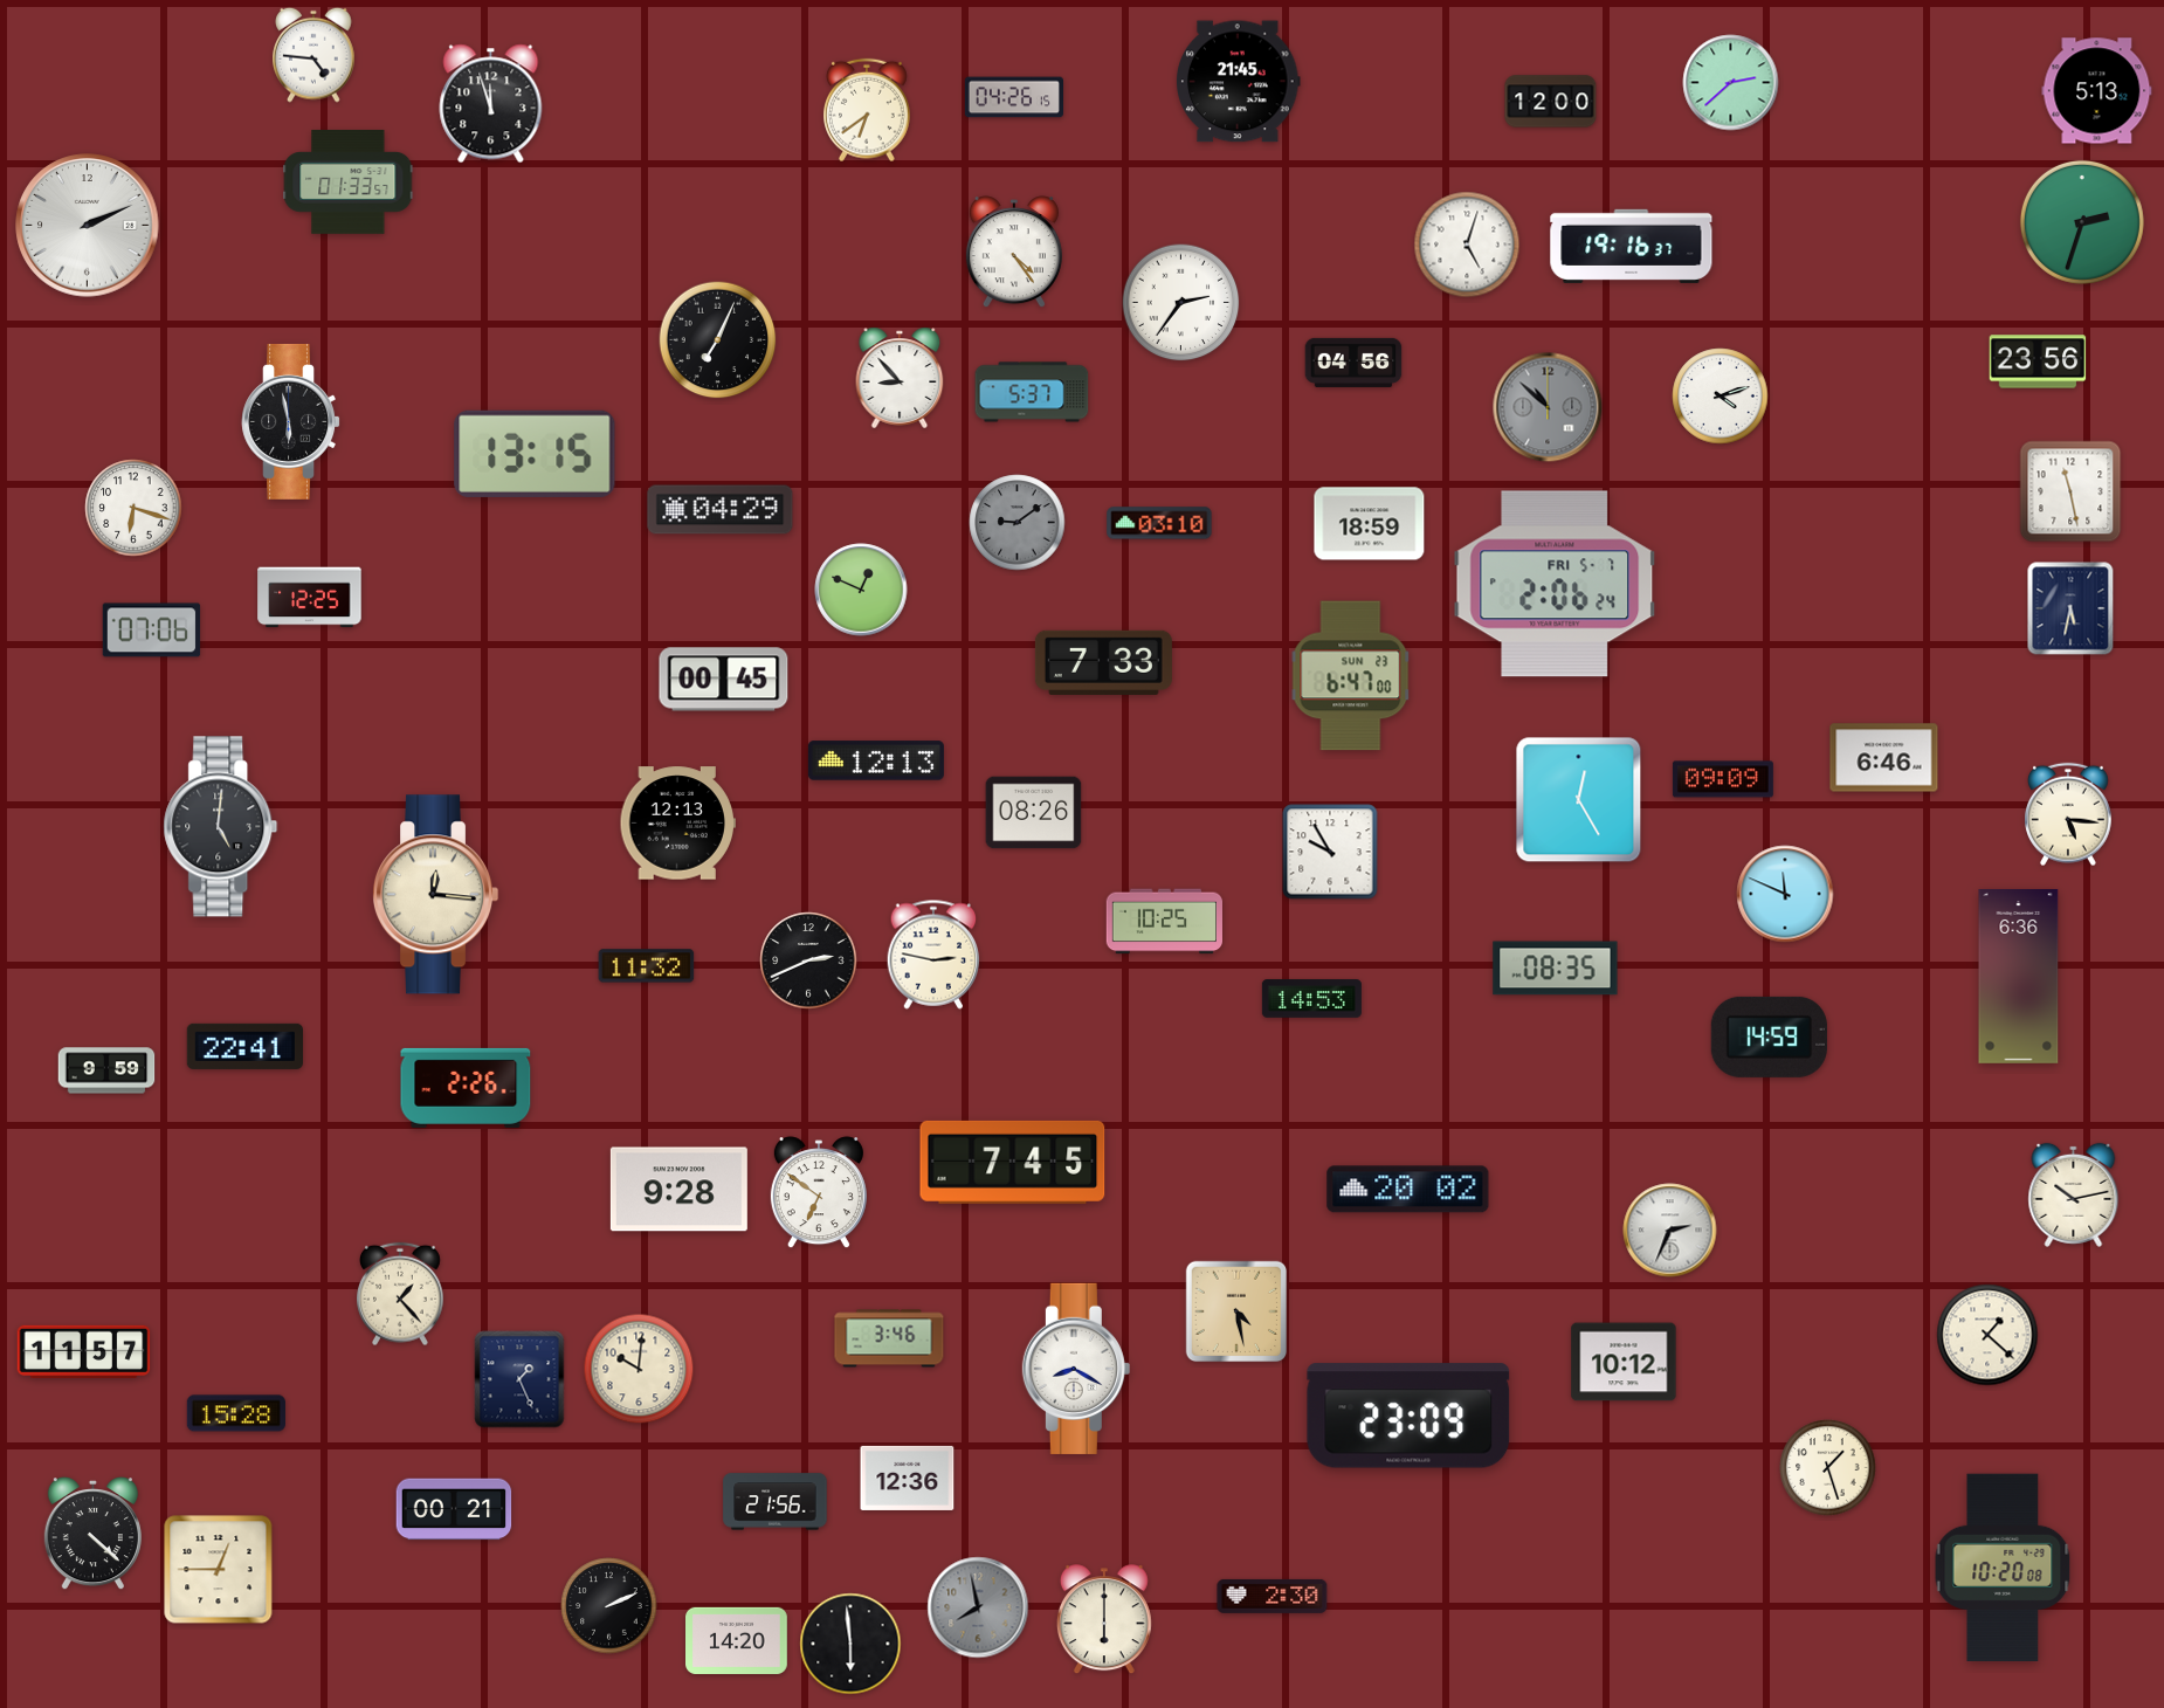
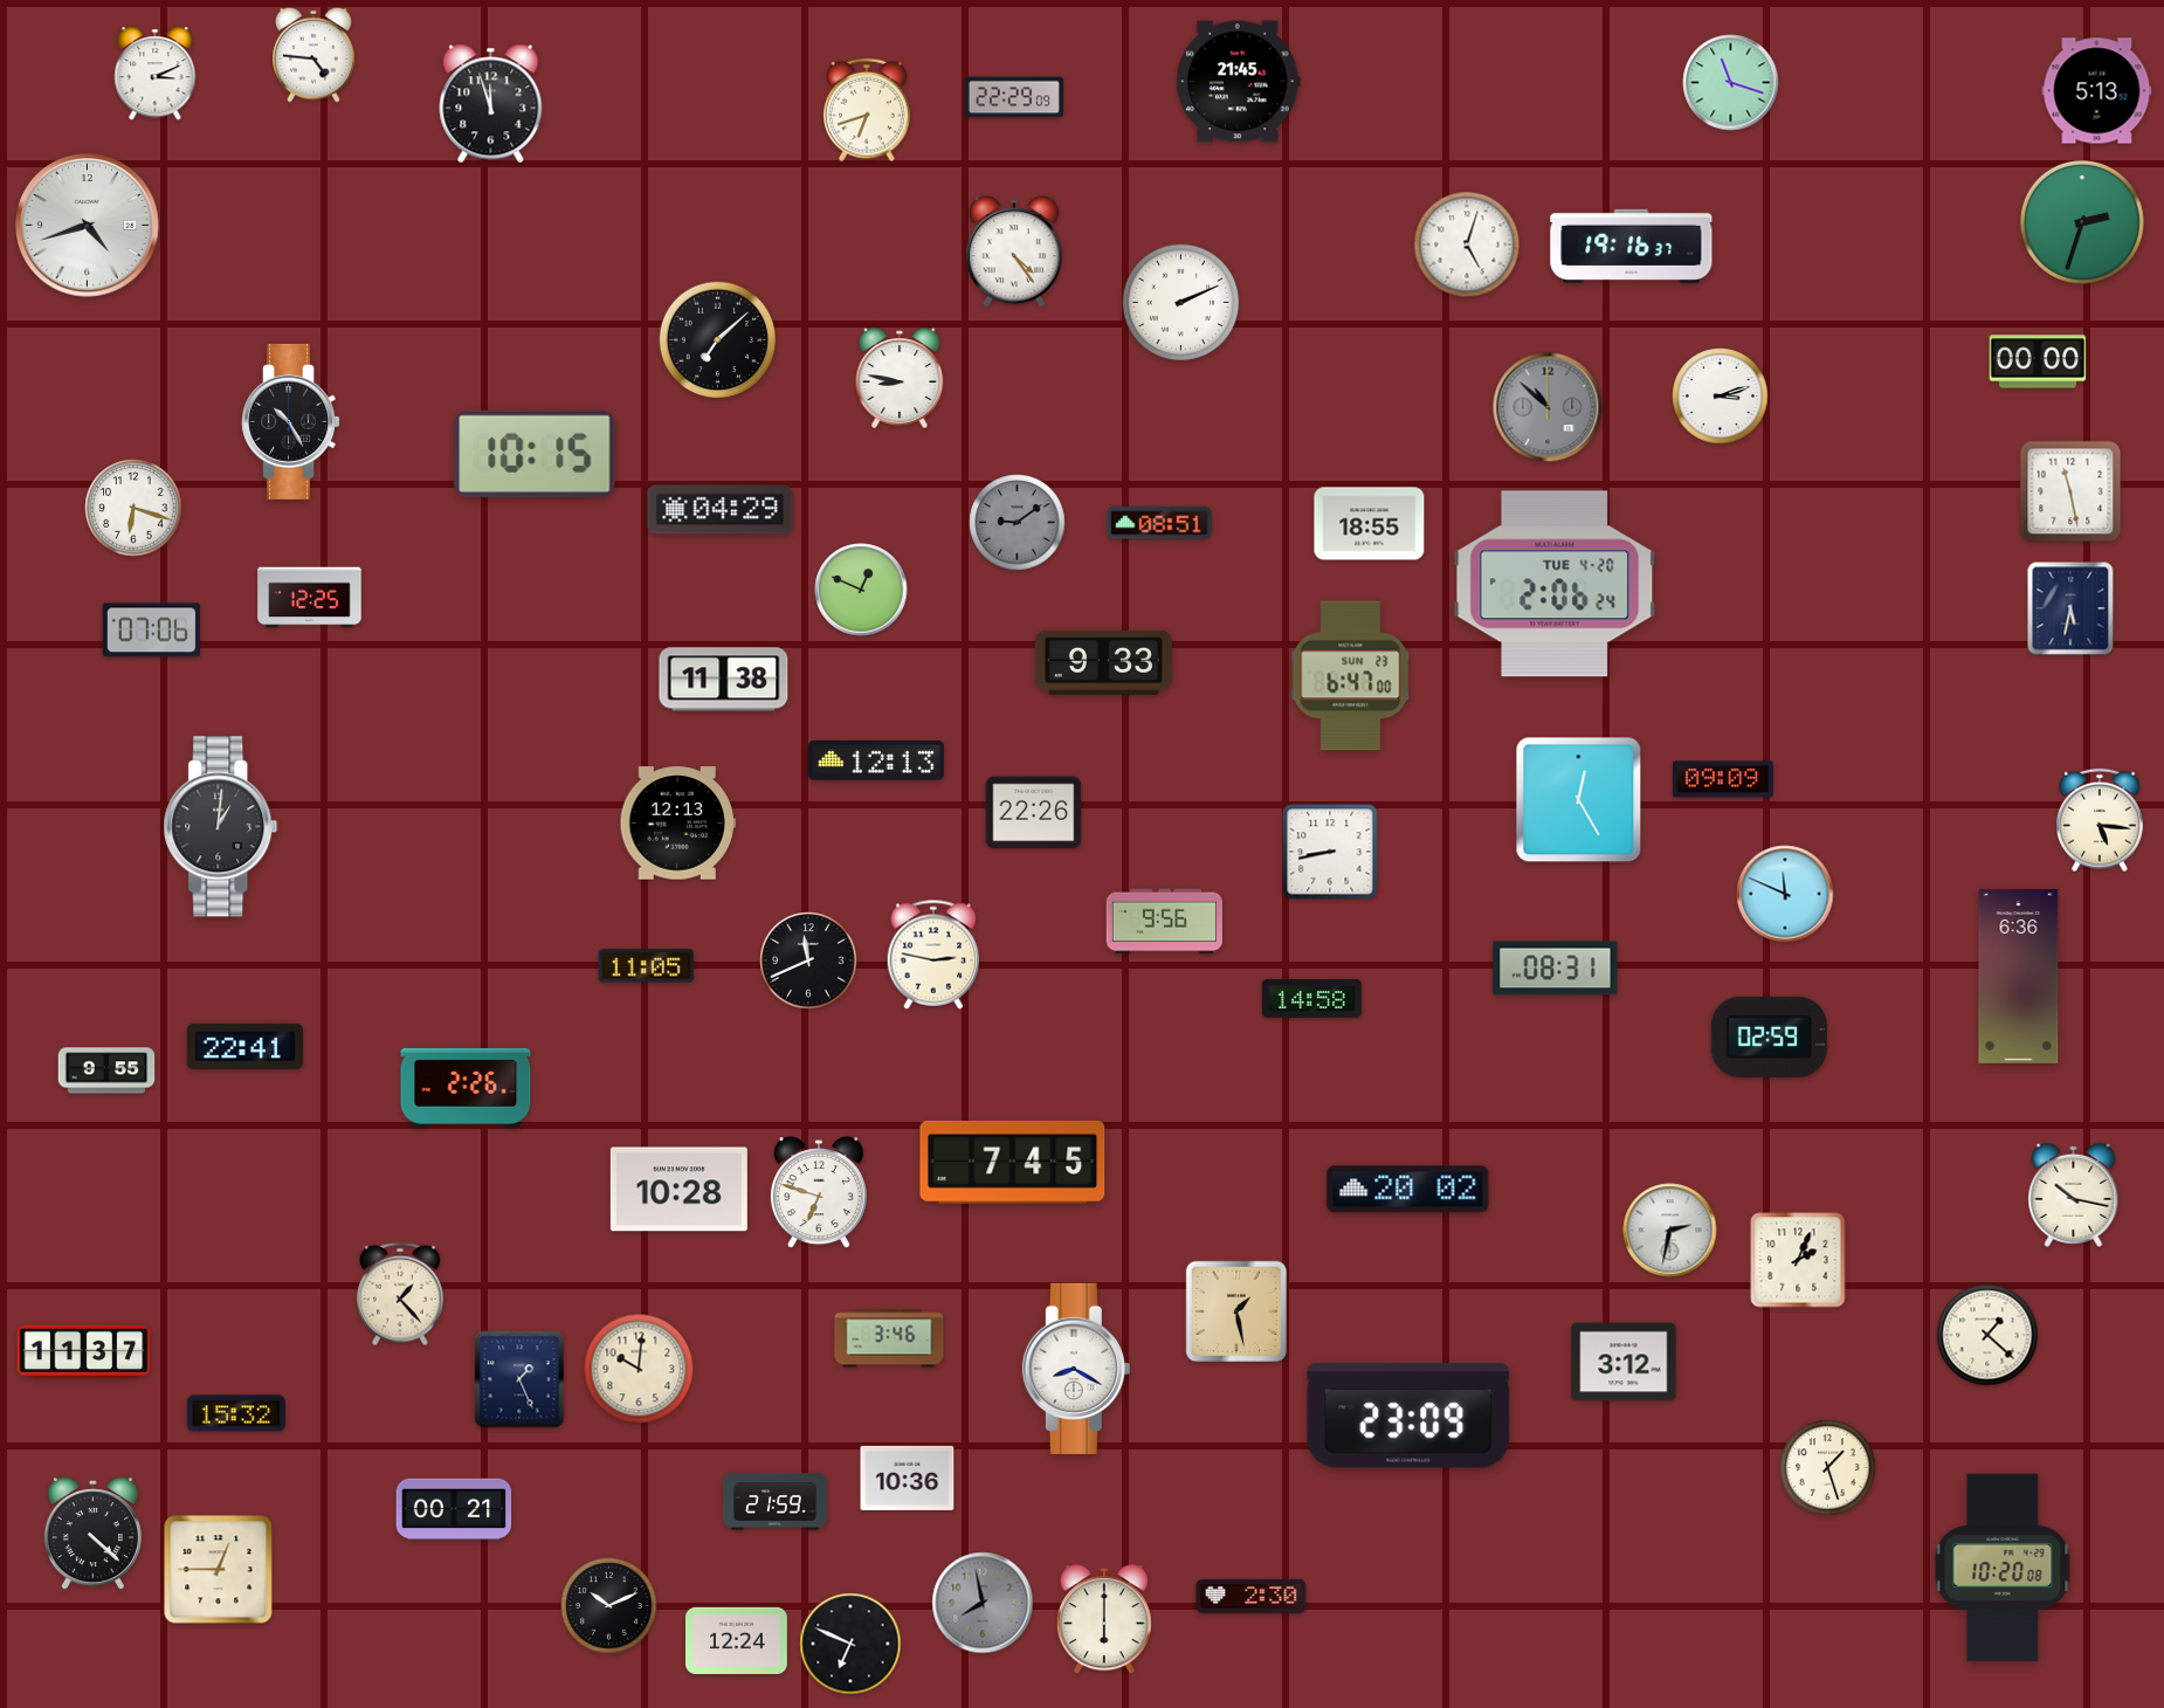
clock at (156, 74): none -> 3:11
clock at (1731, 83): 2:38 -> 11:18
clock at (1013, 97): 04:26 -> 22:29
clock at (1551, 102): 12:00 -> none
clock at (868, 110): 6:39 -> 6:42
clock at (349, 182): 01:33 -> none
clock at (88, 226): 2:11 -> 4:42
clock at (1181, 303): 2:36 -> 2:11
clock at (718, 340): 7:04 -> 7:08
clock at (2038, 361): 23:56 -> 00:00
clock at (1353, 363): 04:56 -> none
clock at (900, 378): 8:53 -> 8:47
clock at (1032, 392): 5:37 -> none
clock at (1721, 397): 4:12 -> 3:12
clock at (290, 421): 5:58 -> 10:25
clock at (535, 454): 13:15 -> 10:15
clock at (1159, 523): 03:10 -> 08:51
clock at (1370, 524): 18:59 -> 18:55
clock at (1555, 584) date: FRI 5-7 -> TUE 4-20
clock at (1103, 662): 7:33 -> 9:33
clock at (724, 680): 00:45 -> 11:38
clock at (1884, 758): 6:46 -> none
clock at (1034, 813): 08:26 -> 22:26
clock at (2069, 814) position: (2069, 814) -> (2101, 820)
clock at (221, 827): 5:01 -> 1:01
clock at (1330, 852): 9:55 -> 8:43
clock at (435, 895): 12:16 -> none
clock at (1164, 922): 10:25 -> 9:56
clock at (808, 960): 2:41 -> 11:41
clock at (647, 966): 11:32 -> 11:05
clock at (1556, 969): 08:35 -> 08:31
clock at (1311, 999): 14:53 -> 14:58
clock at (1769, 1036): 14:59 -> 02:59
clock at (106, 1070): 9:59 -> 9:55
clock at (678, 1190): 9:28 -> 10:28
clock at (819, 1193): 6:51 -> 6:48
clock at (2074, 1194): 10:13 -> 10:17
clock at (1670, 1231): 2:34 -> 2:32
clock at (1798, 1260): none -> 2:04
clock at (1236, 1311): 4:28 -> 1:28
clock at (84, 1351): 11:57 -> 11:37
clock at (1624, 1362): 10:12 -> 3:12
clock at (236, 1413): 15:28 -> 15:32
clock at (908, 1478): 12:36 -> 10:36
clock at (776, 1502): 21:56 -> 21:59
clock at (1273, 1596) position: (1273, 1596) -> (1252, 1596)
clock at (609, 1606): 2:11 -> 10:11
clock at (978, 1607) position: (978, 1607) -> (983, 1603)
clock at (737, 1640): 14:20 -> 12:24
clock at (850, 1644): 5:59 -> 6:49
